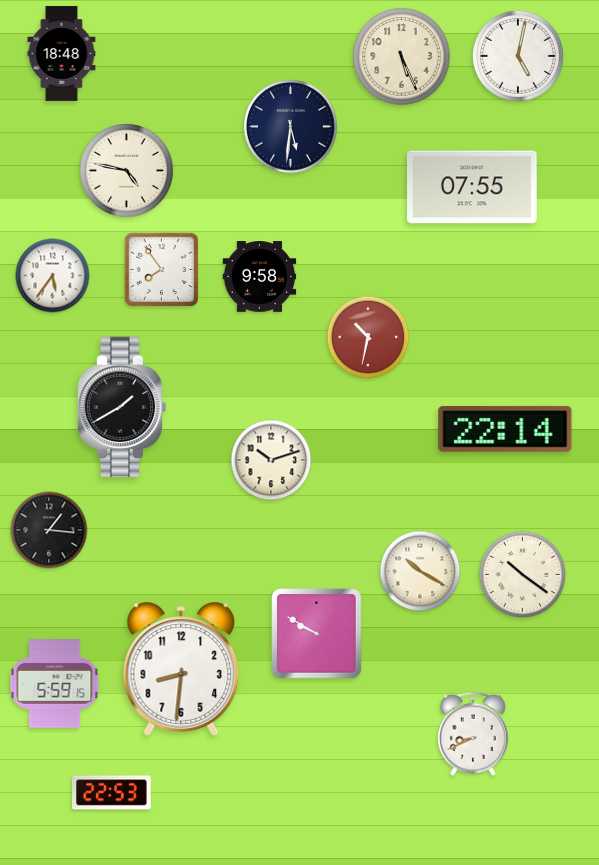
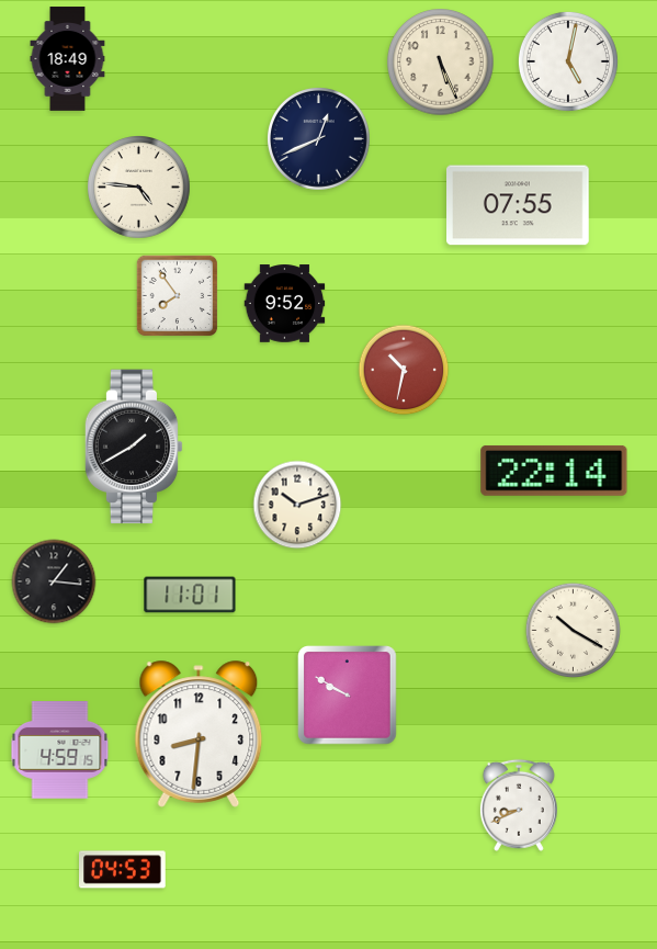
clock at (62, 54): 18:48 -> 18:49
clock at (291, 127): 5:31 -> 12:41
clock at (127, 171): 4:47 -> 4:46
clock at (53, 276): 5:36 -> none
clock at (260, 277): 9:58 -> 9:52
clock at (190, 595): none -> 11:01
clock at (420, 571): 10:20 -> none
clock at (522, 574): 10:21 -> 10:20
clock at (55, 684): 5:59 -> 4:59
clock at (112, 793): 22:53 -> 04:53
